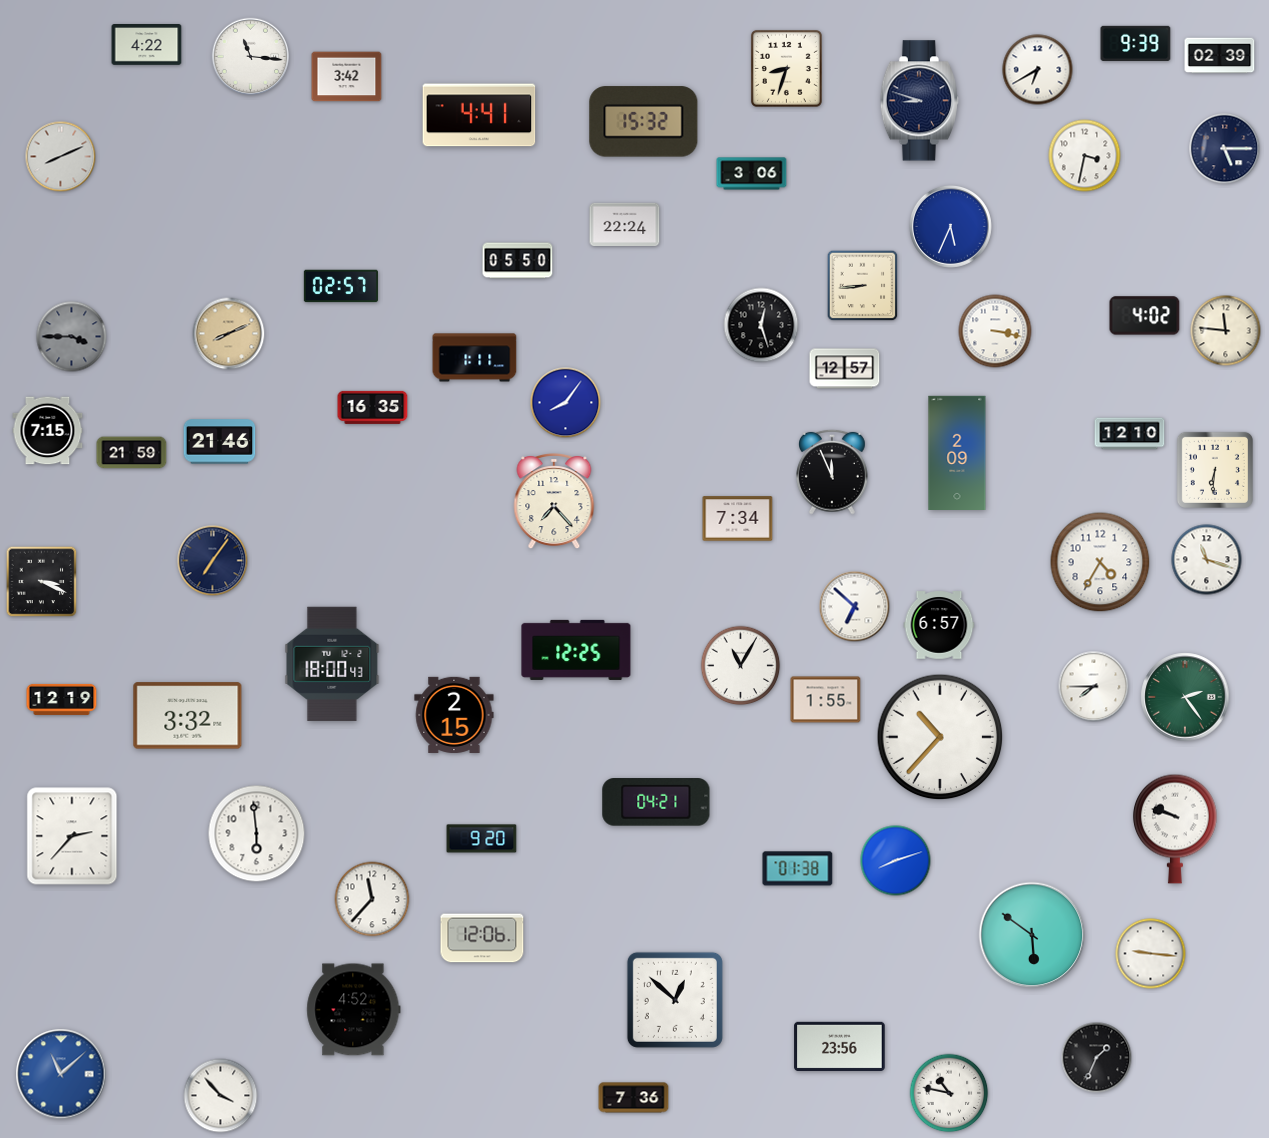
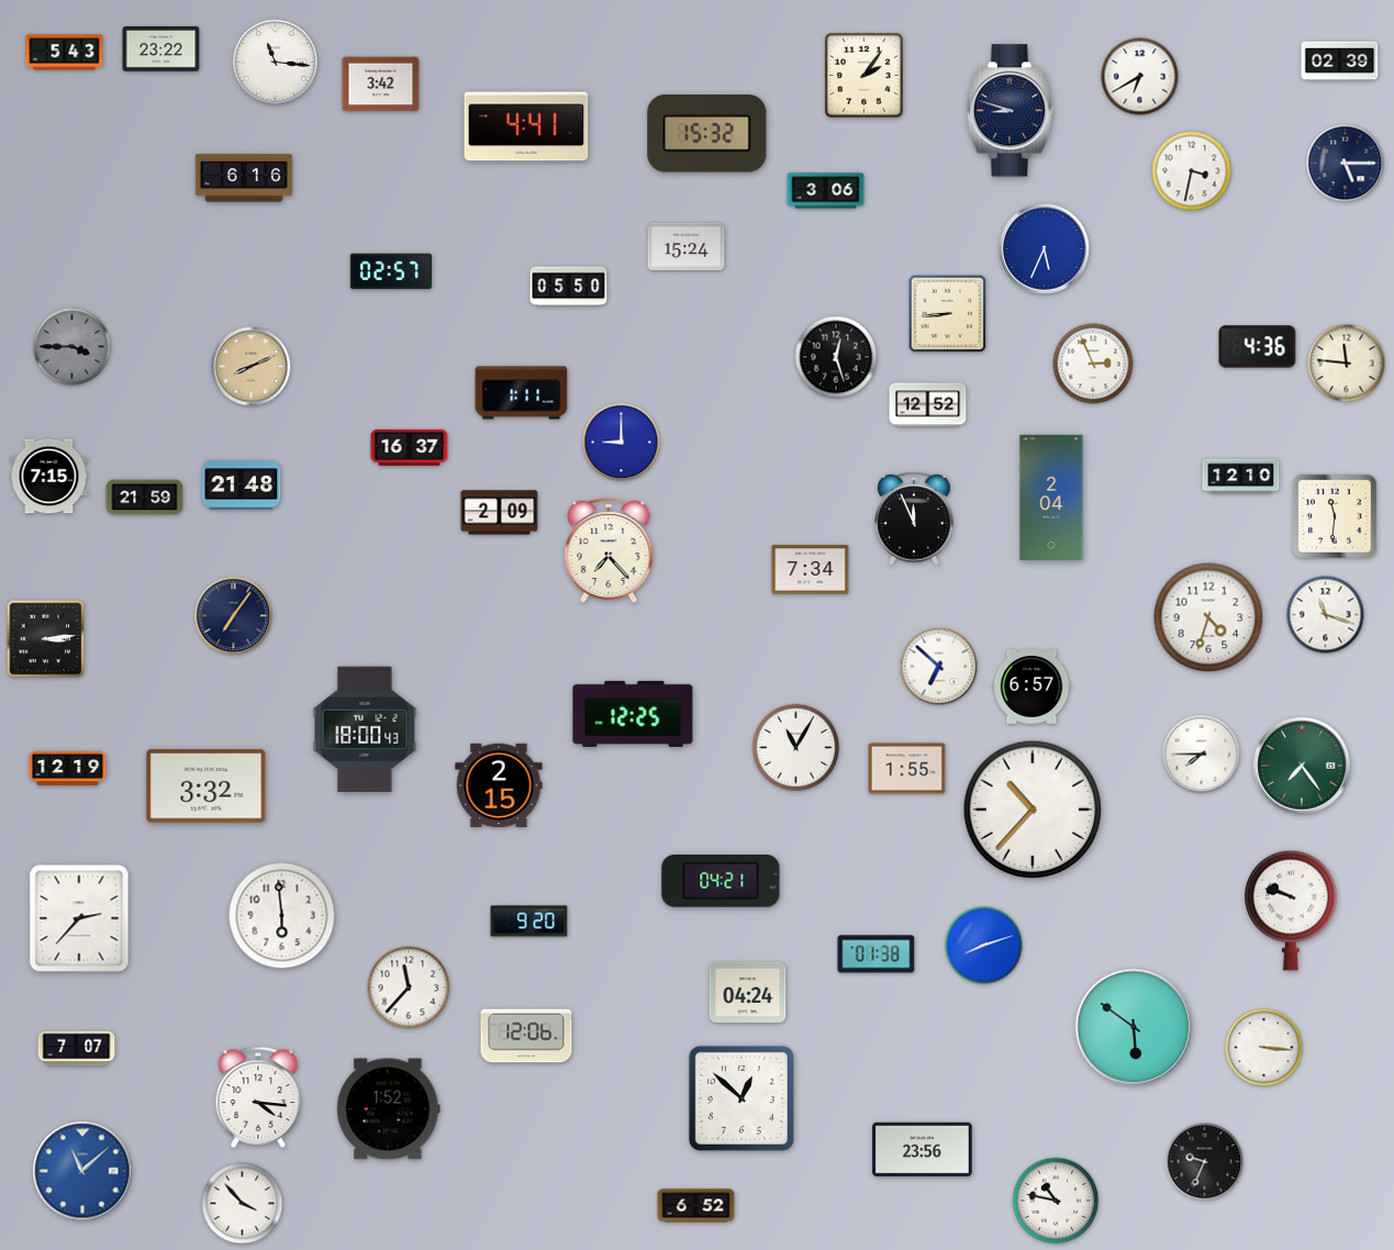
clock at (1136, 43): 9:39 -> none
clock at (147, 45): 4:22 -> 23:22
clock at (65, 53): none -> 5:43
clock at (786, 68): 8:33 -> 2:06
clock at (61, 157): 8:11 -> none
clock at (244, 178): none -> 6:16
clock at (625, 224): 22:24 -> 15:24
clock at (341, 286) position: (341, 286) -> (391, 271)
clock at (1145, 316): 4:02 -> 4:36
clock at (995, 331): 3:17 -> 2:56
clock at (72, 337) position: (72, 337) -> (73, 347)
clock at (845, 369): 12:57 -> 12:52
clock at (566, 403): 8:06 -> 9:00
clock at (373, 407): 16:35 -> 16:37
clock at (48, 431) position: (48, 431) -> (49, 477)
clock at (220, 442): 21:46 -> 21:48
clock at (957, 452): 2:09 -> 2:04
clock at (500, 513): none -> 2:09
clock at (1215, 470): 6:31 -> 11:31
clock at (1100, 562): 4:35 -> 4:33
clock at (42, 582): 3:19 -> 3:14
clock at (741, 666) position: (741, 666) -> (796, 748)
clock at (1185, 697): 2:24 -> 7:24
clock at (748, 992): none -> 04:24
clock at (482, 938) position: (482, 938) -> (526, 1036)
clock at (1151, 954): 9:16 -> 3:16
clock at (77, 1049): none -> 7:07
clock at (258, 1097): none -> 4:16
clock at (354, 1010): 4:52 -> 1:52
clock at (1097, 1058): 1:34 -> 9:34
clock at (61, 1074) position: (61, 1074) -> (82, 1171)
clock at (949, 1093) position: (949, 1093) -> (1056, 1201)
clock at (634, 1098): 7:36 -> 6:52
